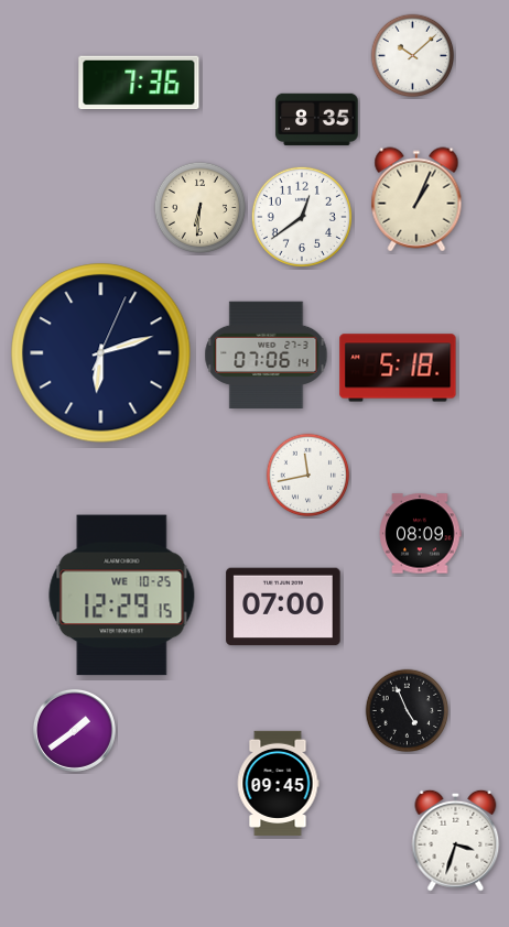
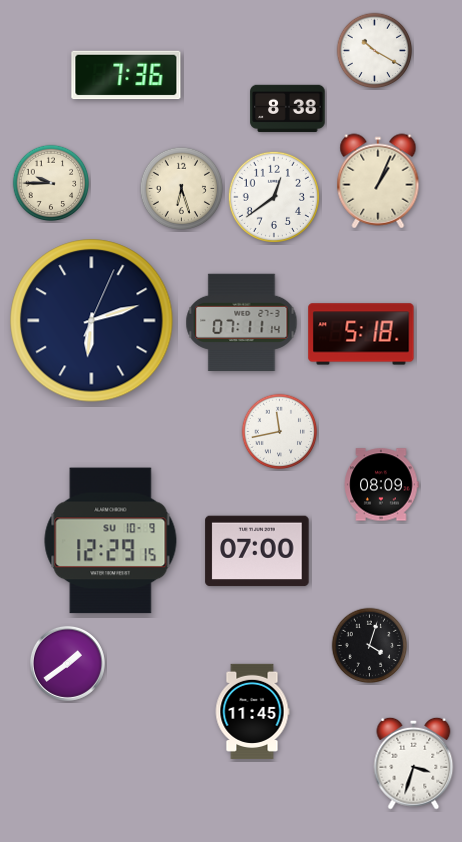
clock at (413, 56): 10:08 -> 10:20
clock at (317, 119): 8:35 -> 8:38
clock at (51, 183): none -> 9:45
clock at (199, 207): 6:31 -> 6:27
clock at (267, 355): 07:06 -> 07:11
clock at (122, 596) date: WE 10-25 -> SU 10-9
clock at (408, 711): 4:56 -> 4:03
clock at (278, 783): 09:45 -> 11:45
